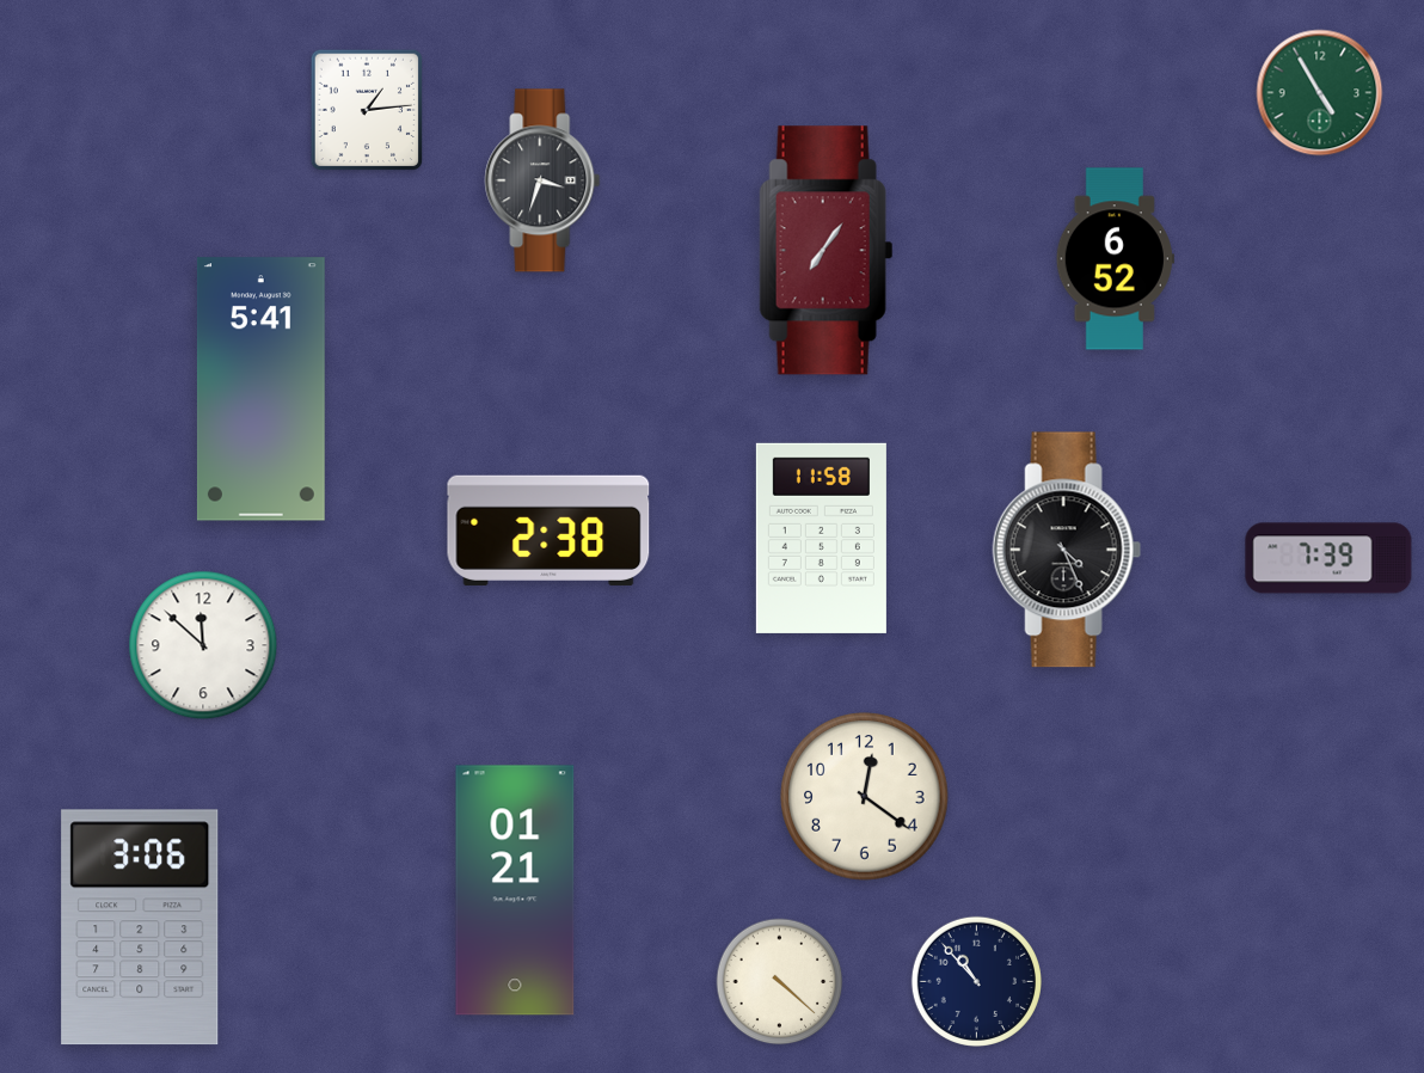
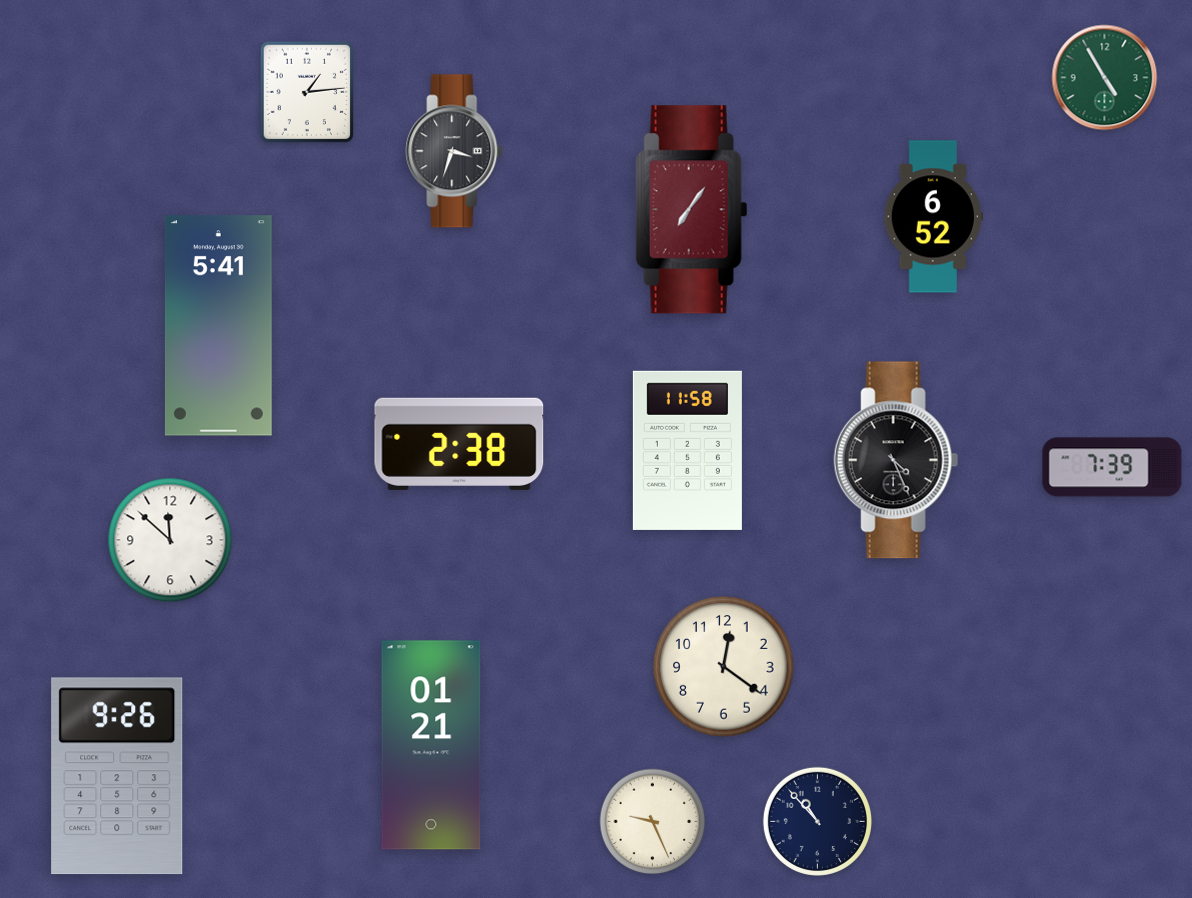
clock at (1067, 550) position: (1067, 550) -> (896, 460)
clock at (140, 927): 3:06 -> 9:26
clock at (780, 982): 4:22 -> 9:26
